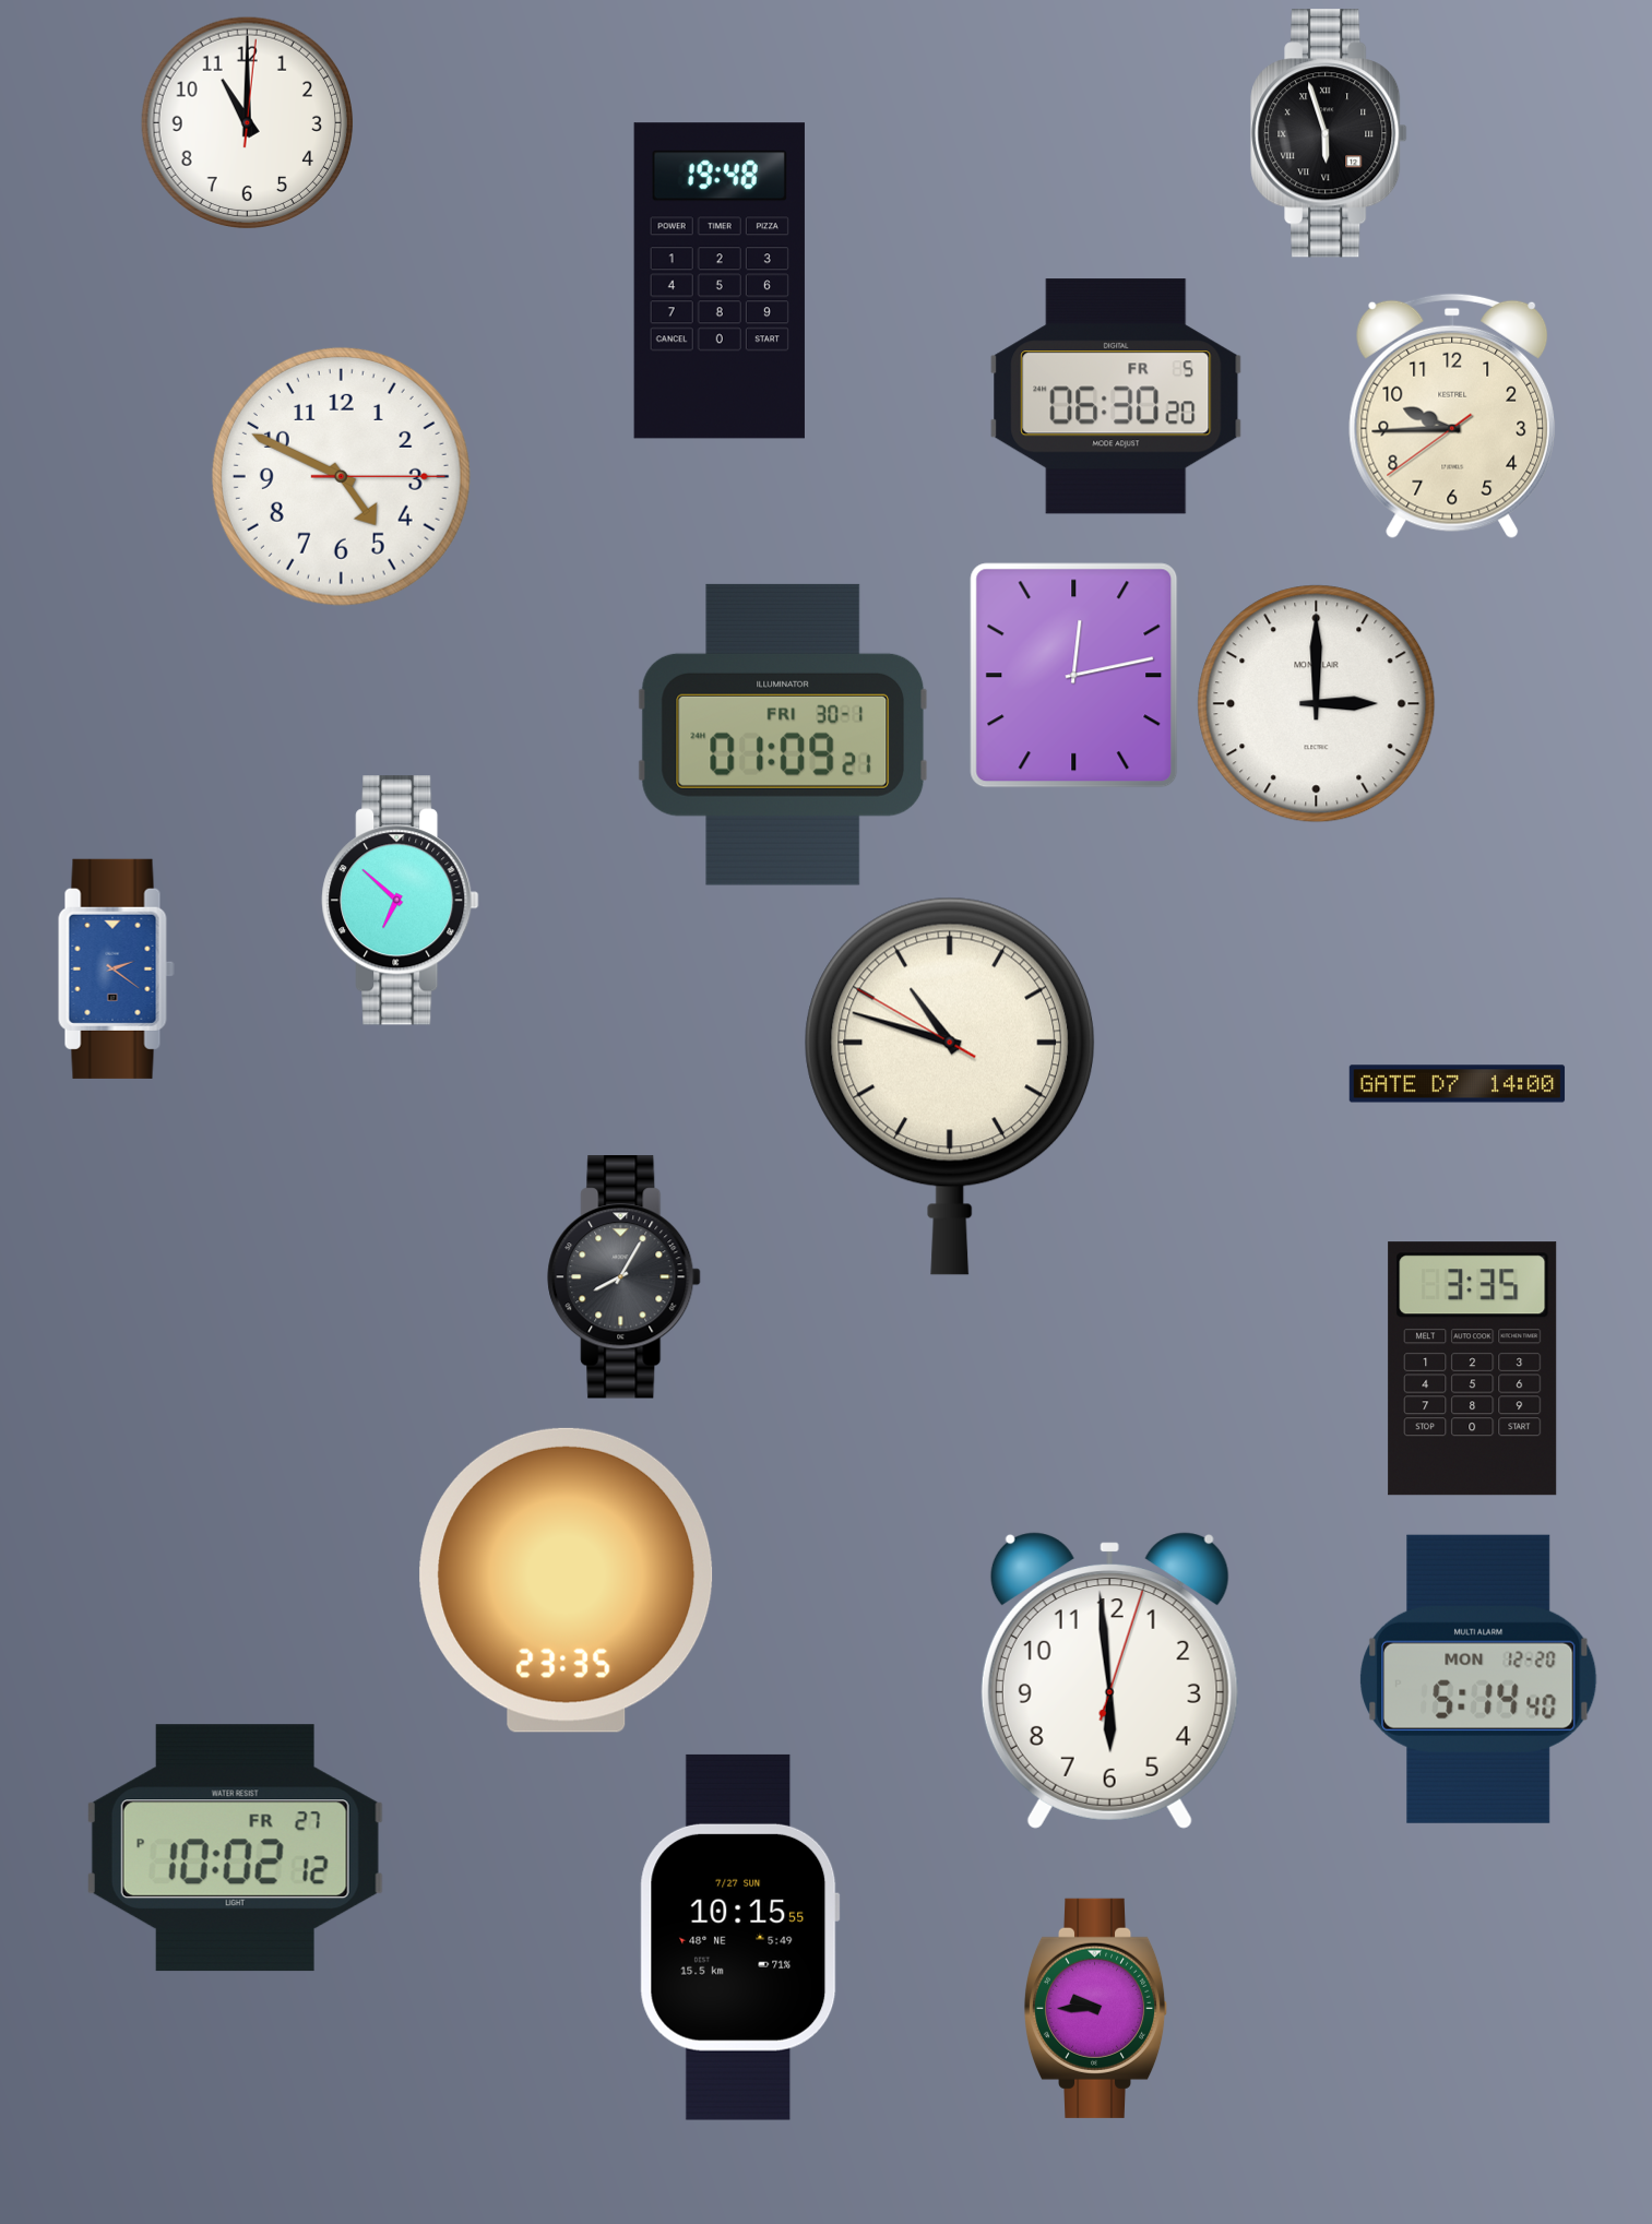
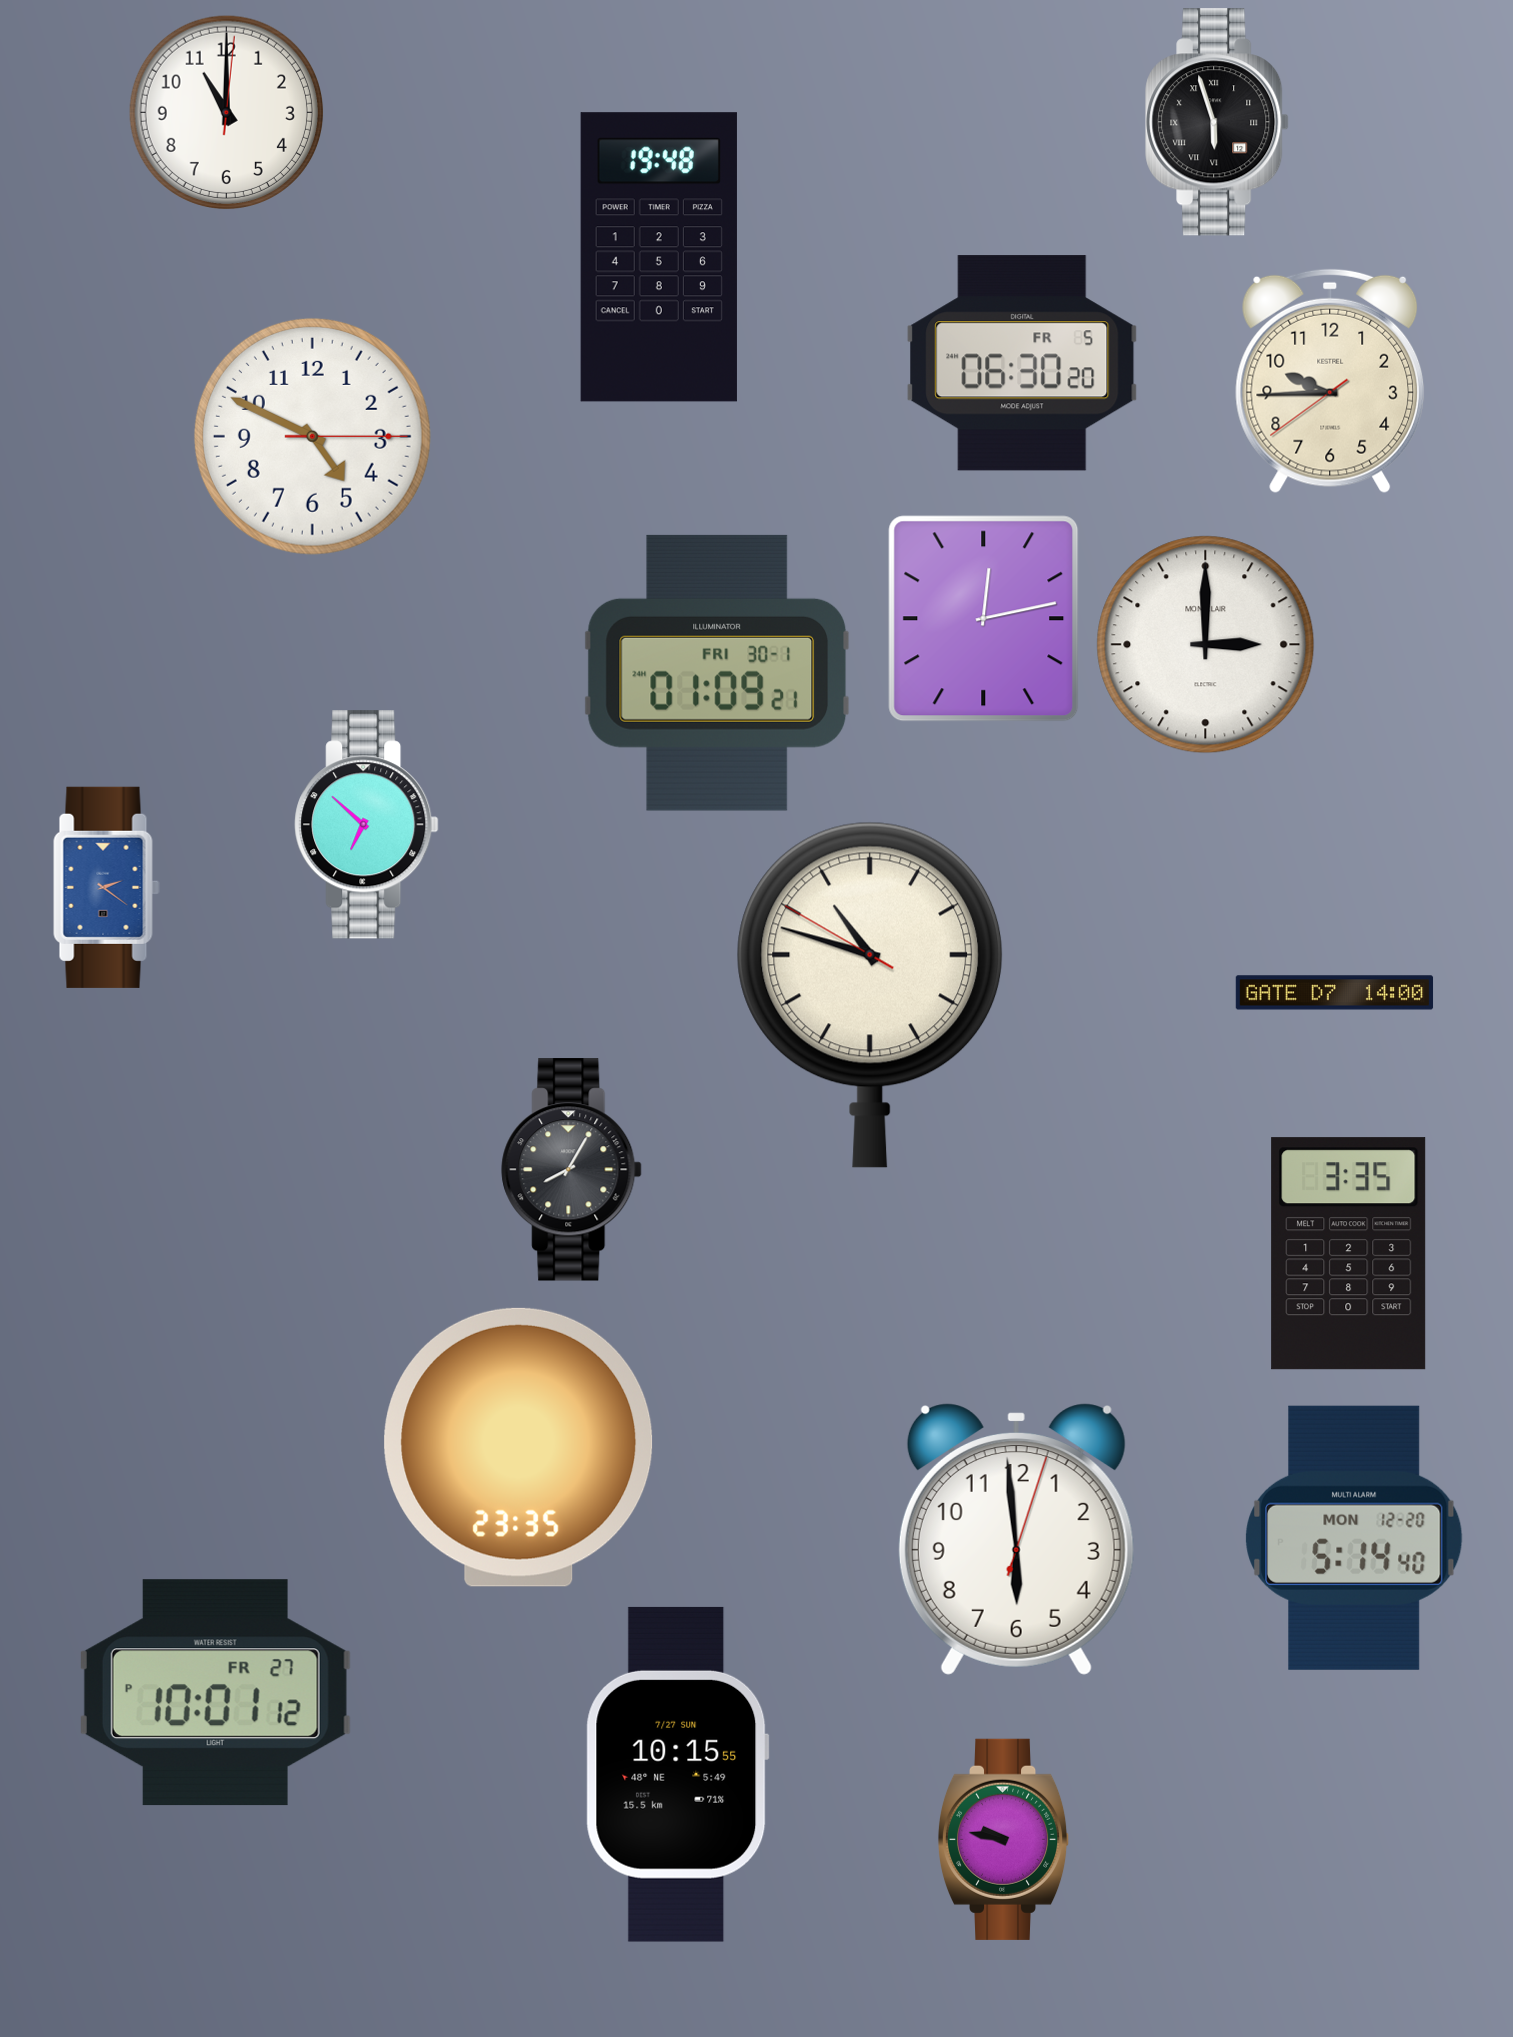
clock at (235, 1848): 10:02 -> 10:01
clock at (1096, 2008): 9:45 -> 9:47
